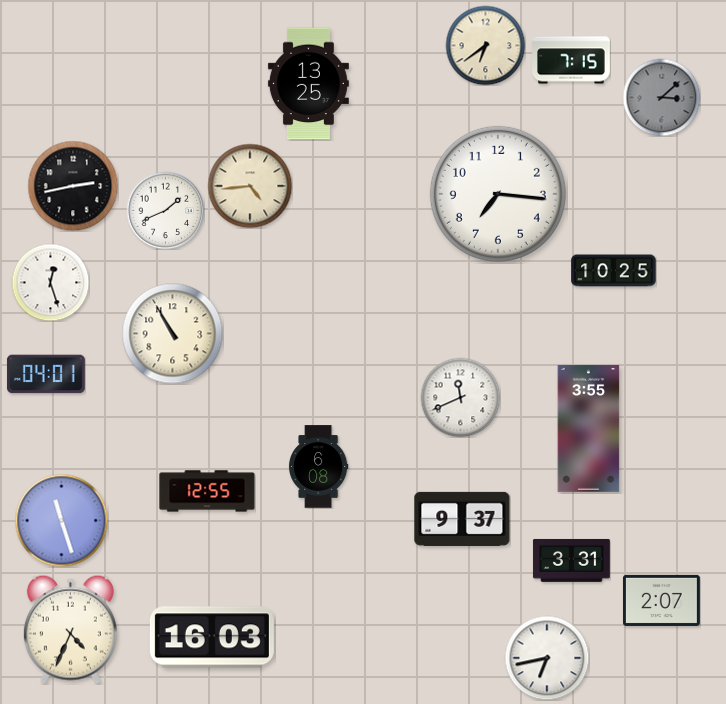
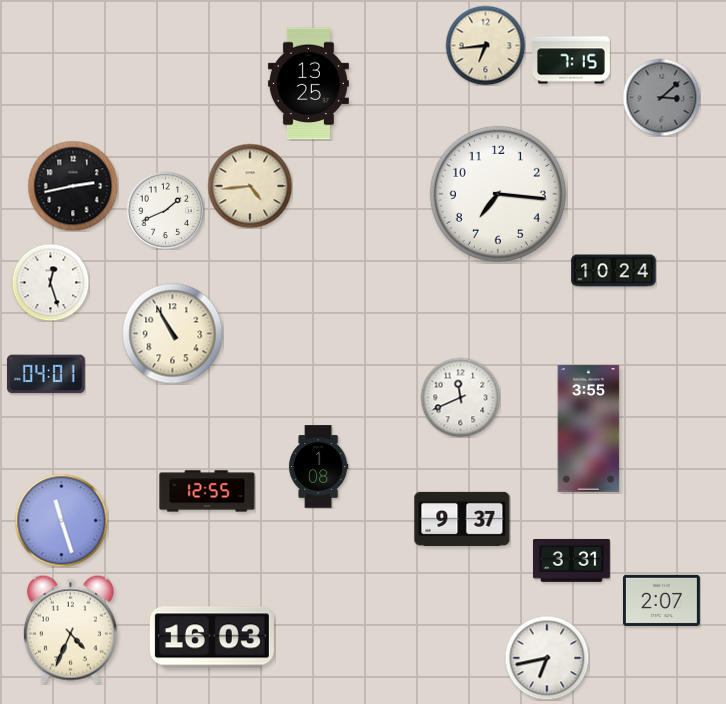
clock at (485, 45): 6:39 -> 6:44
clock at (614, 271): 10:25 -> 10:24
clock at (318, 467): 6:08 -> 1:08
